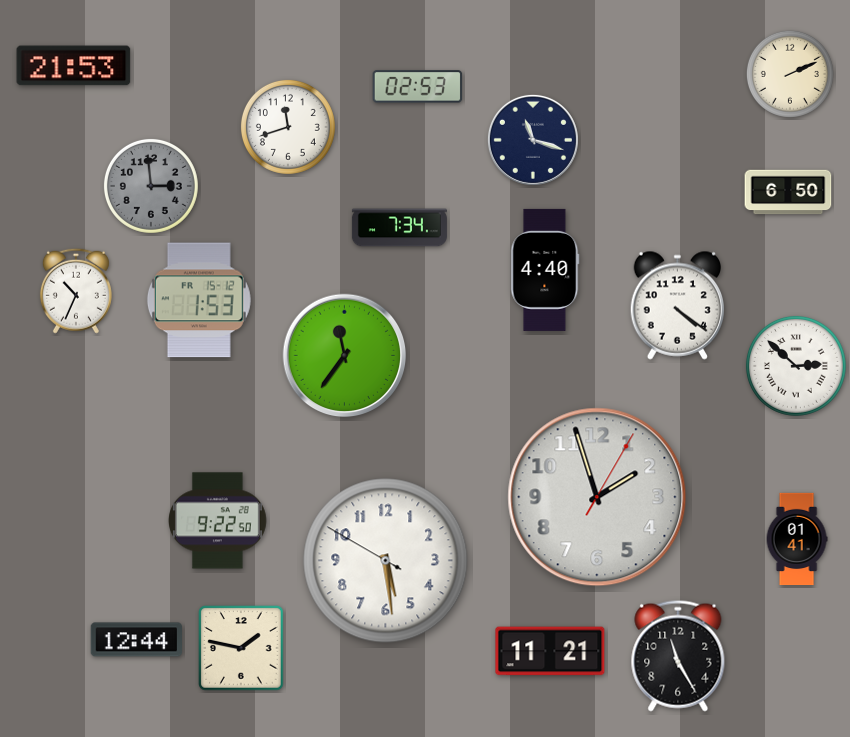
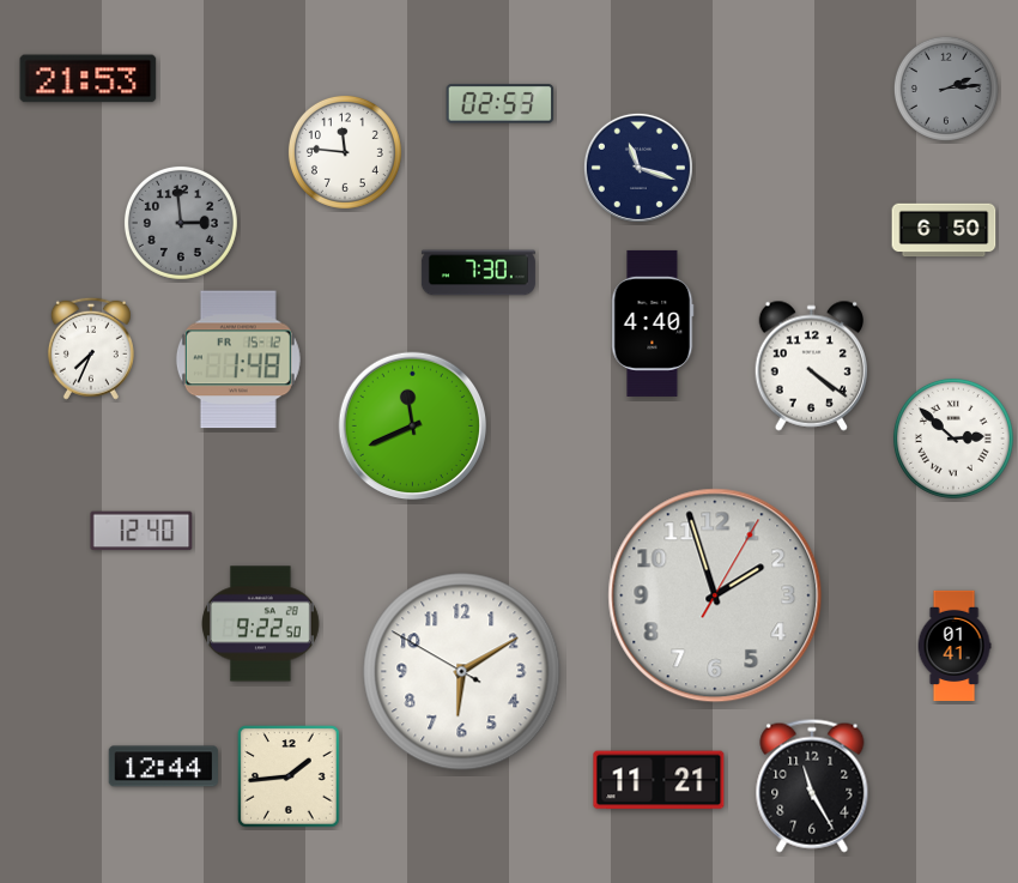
clock at (790, 74): 2:11 -> 2:14
clock at (790, 74) dial: cream -> grey
clock at (288, 127): 11:42 -> 11:46
clock at (399, 228): 7:34 -> 7:30
clock at (76, 291): 10:34 -> 7:34
clock at (199, 300): 1:53 -> 1:48
clock at (345, 356): 11:36 -> 11:41
clock at (141, 531): none -> 12:40
clock at (386, 561): 5:28 -> 6:09
clock at (241, 648): 1:47 -> 1:44
